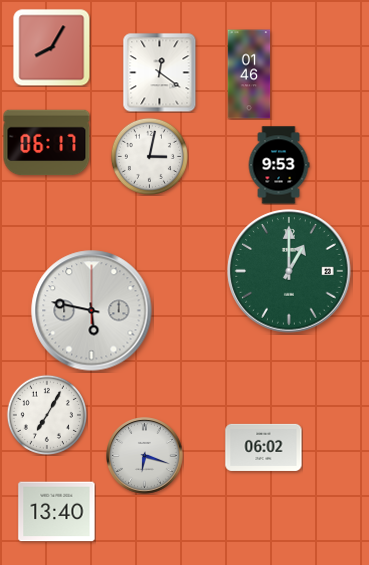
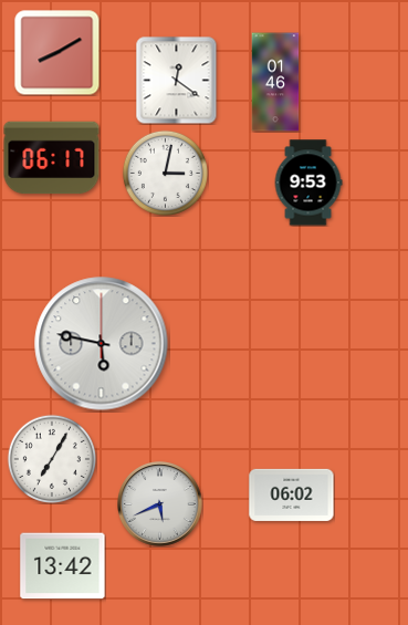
clock at (51, 48): 8:05 -> 8:10
clock at (289, 271): 1:00 -> none
clock at (145, 456): 6:18 -> 5:41
clock at (57, 512): 13:40 -> 13:42
